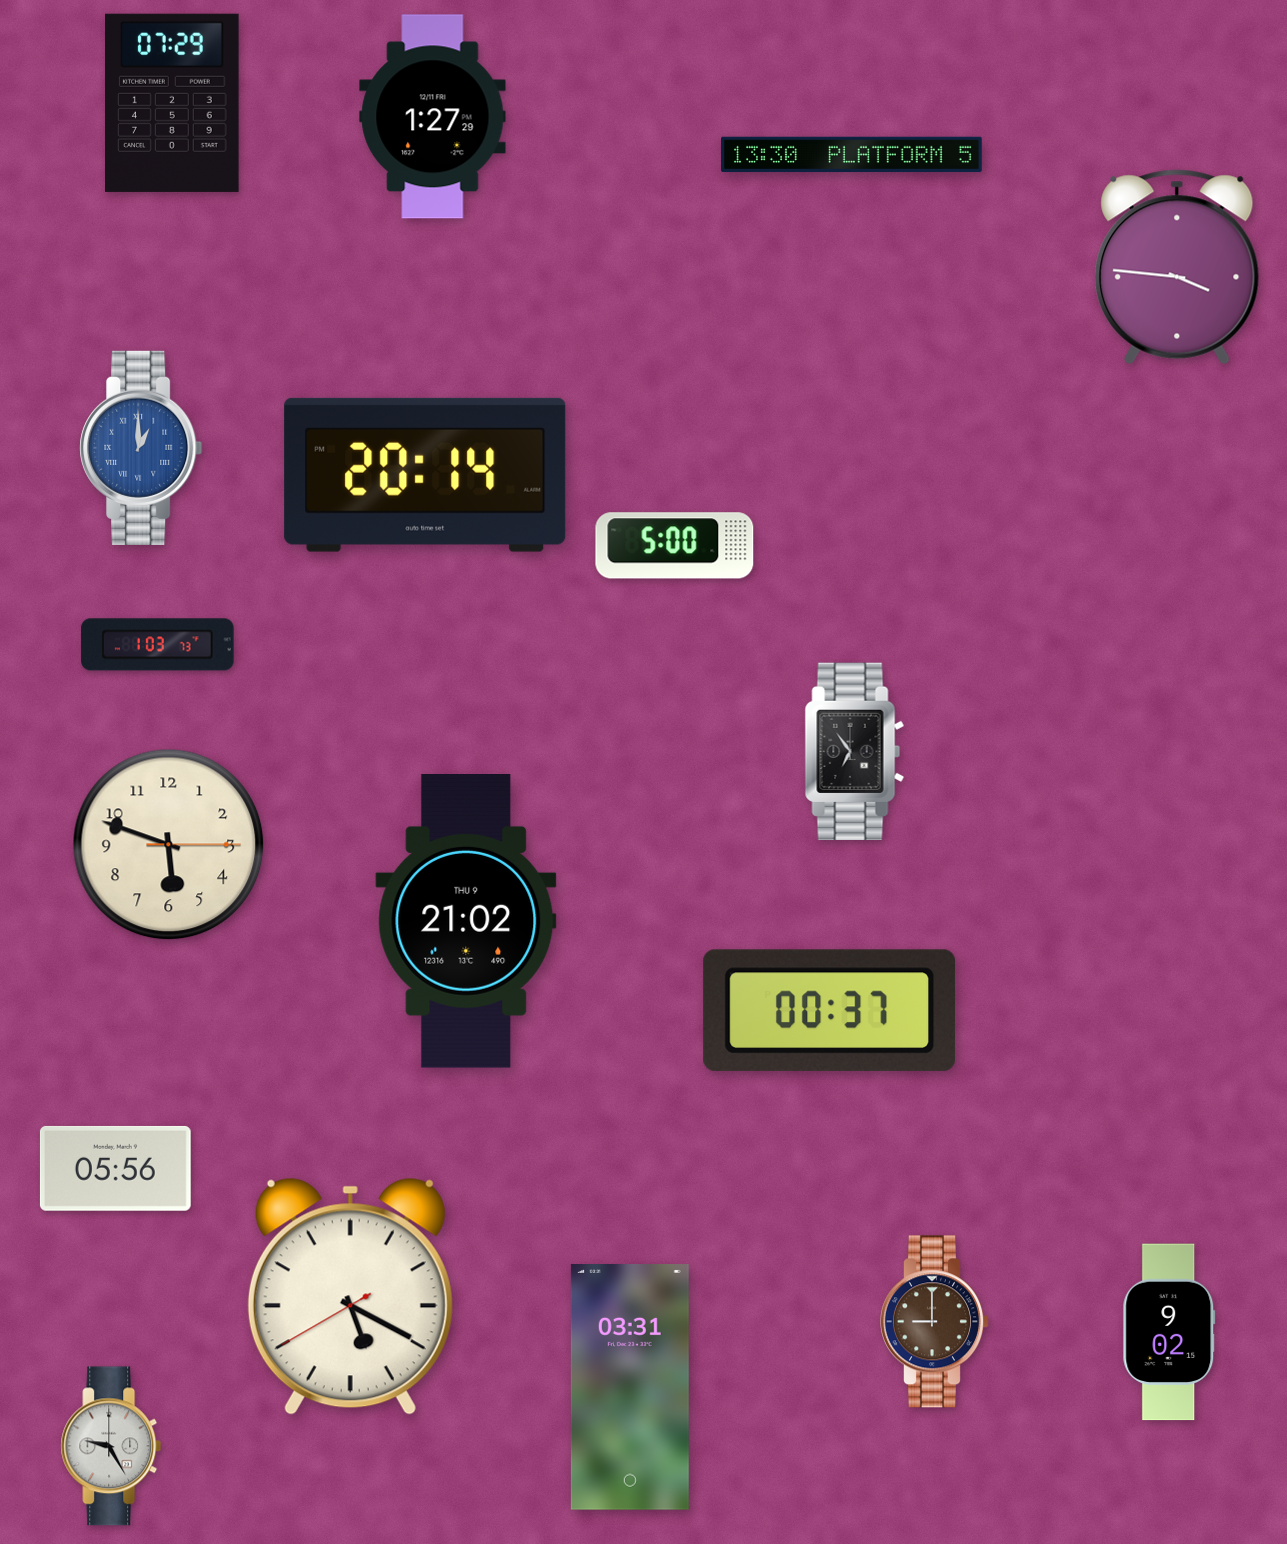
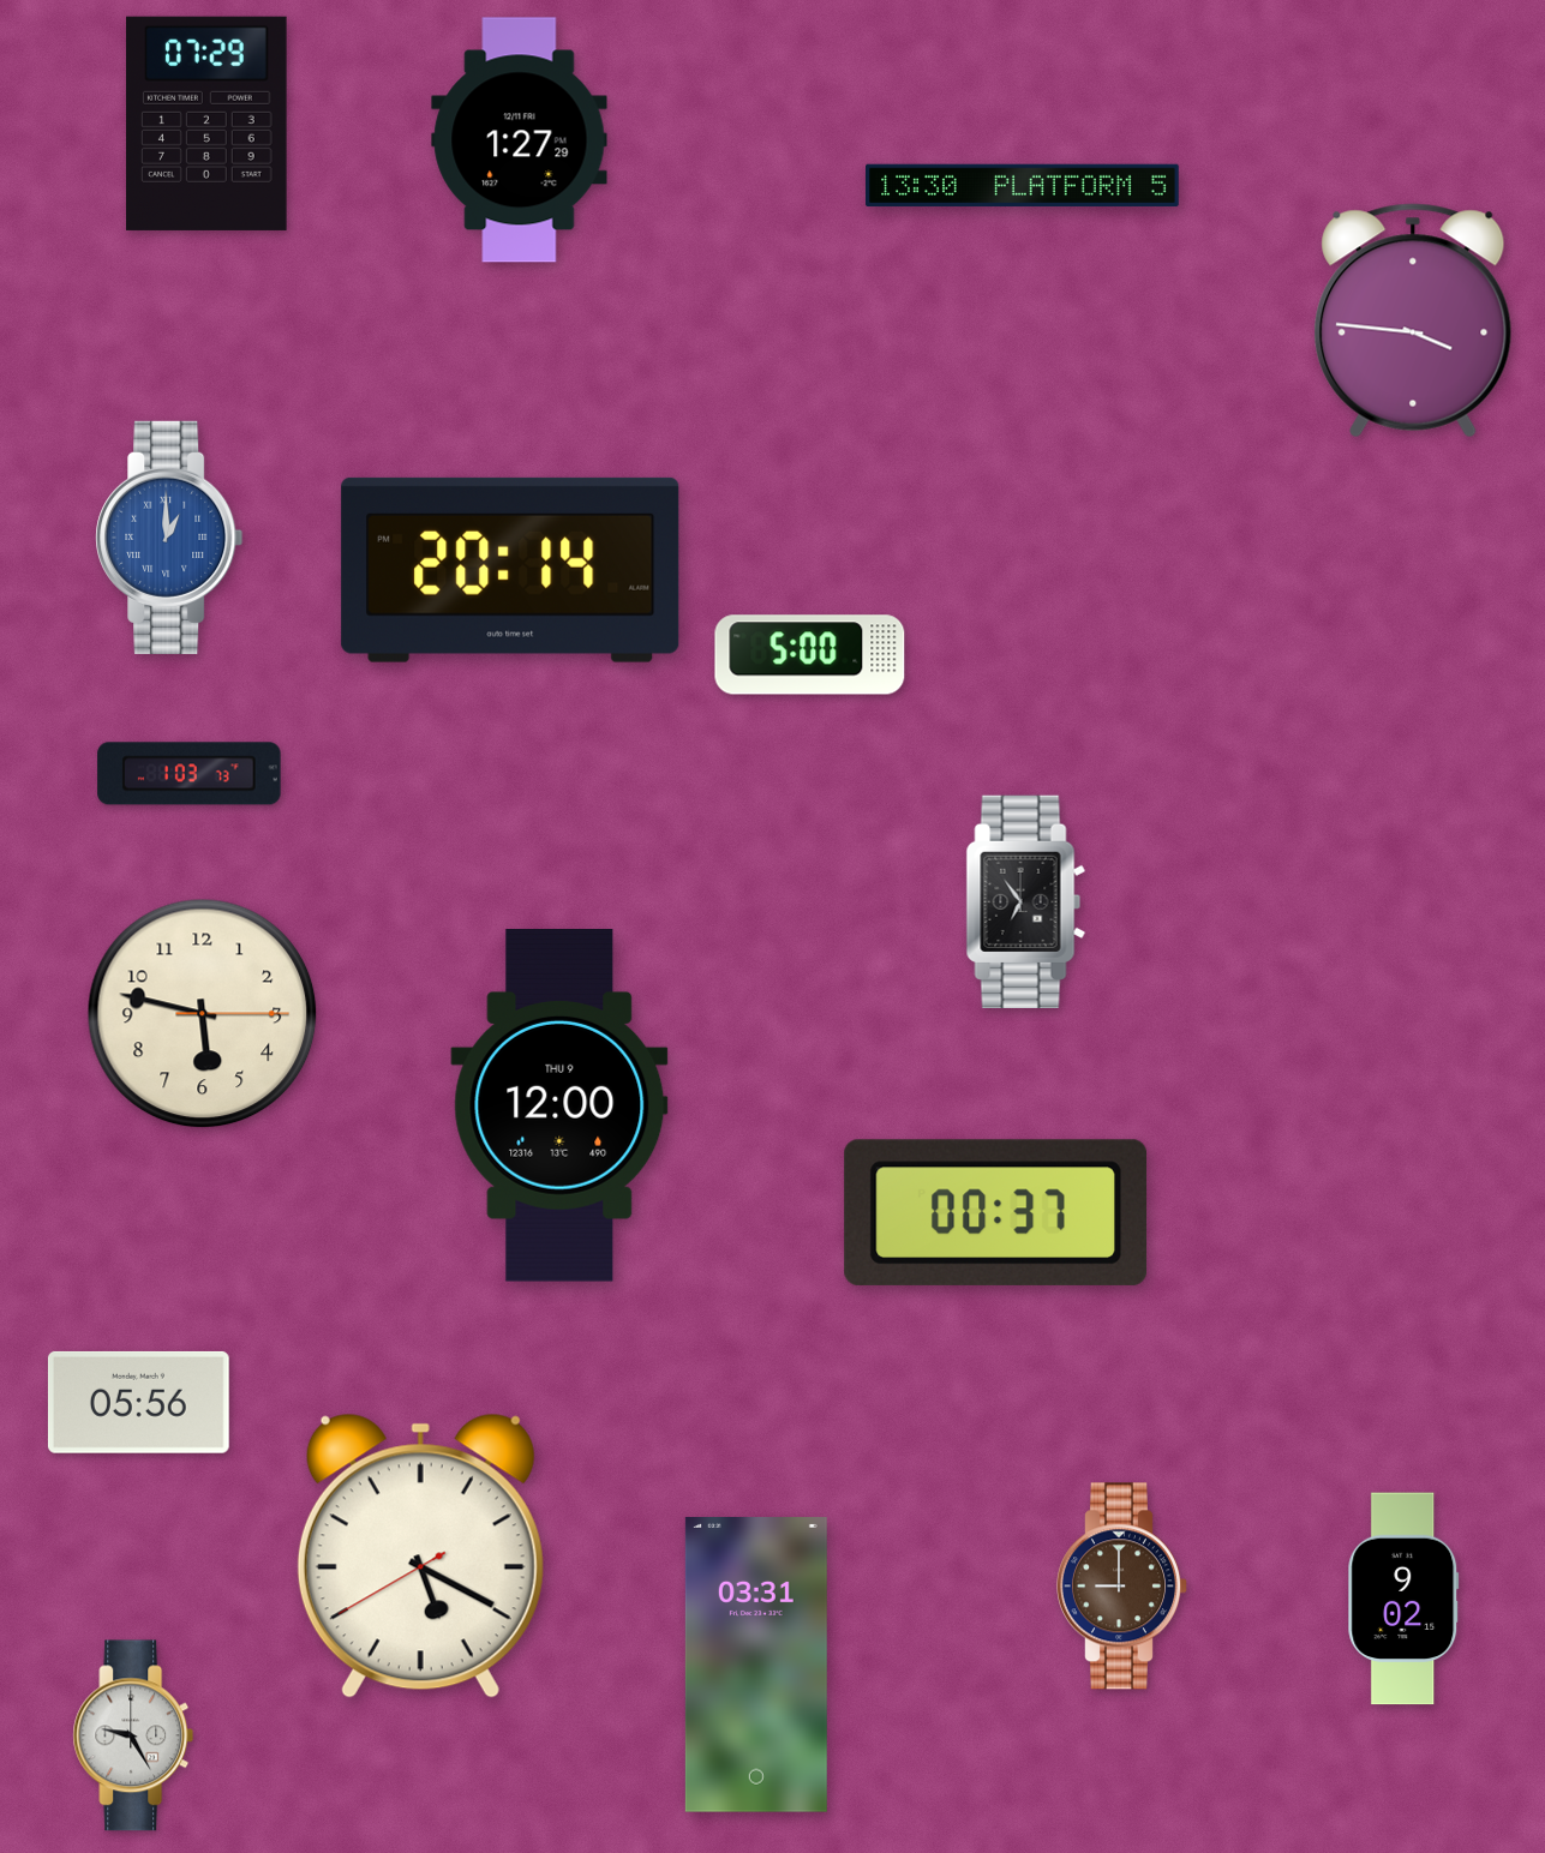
clock at (169, 845): 5:48 -> 5:47
clock at (466, 922): 21:02 -> 12:00
